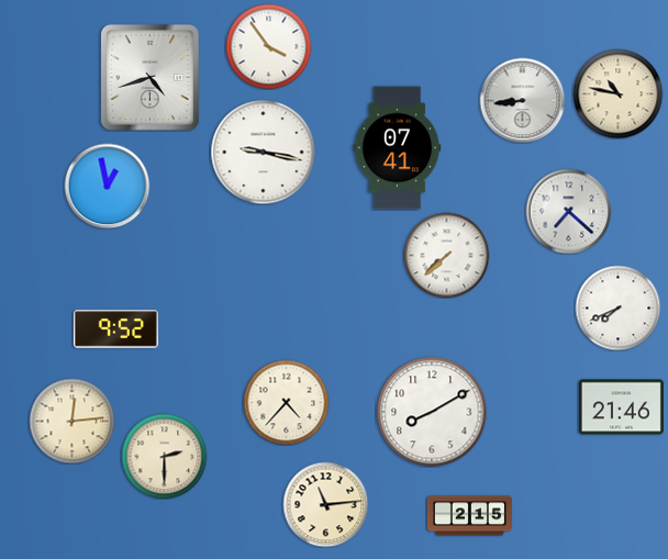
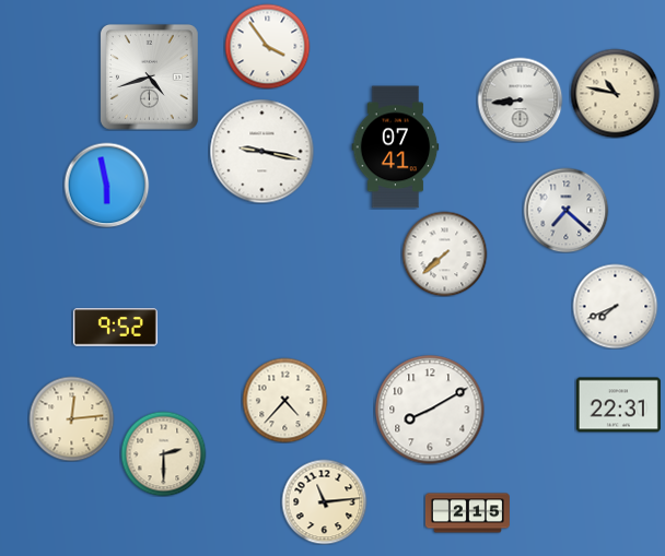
clock at (107, 186): 12:58 -> 5:58
clock at (621, 407): 21:46 -> 22:31
